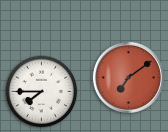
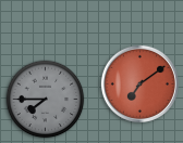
clock at (42, 92) dial: white -> grey
